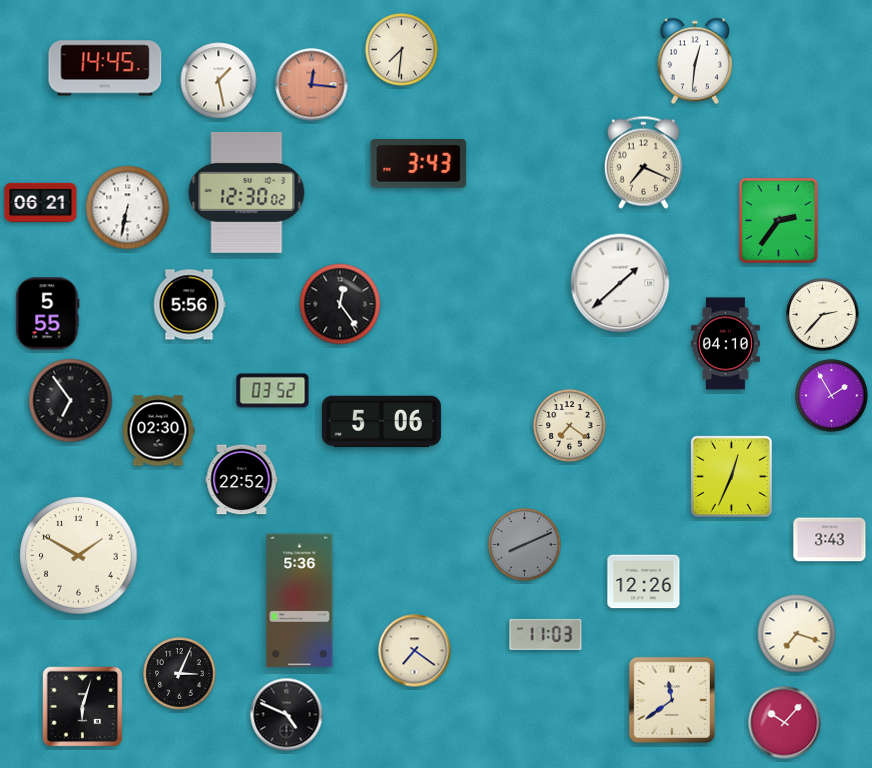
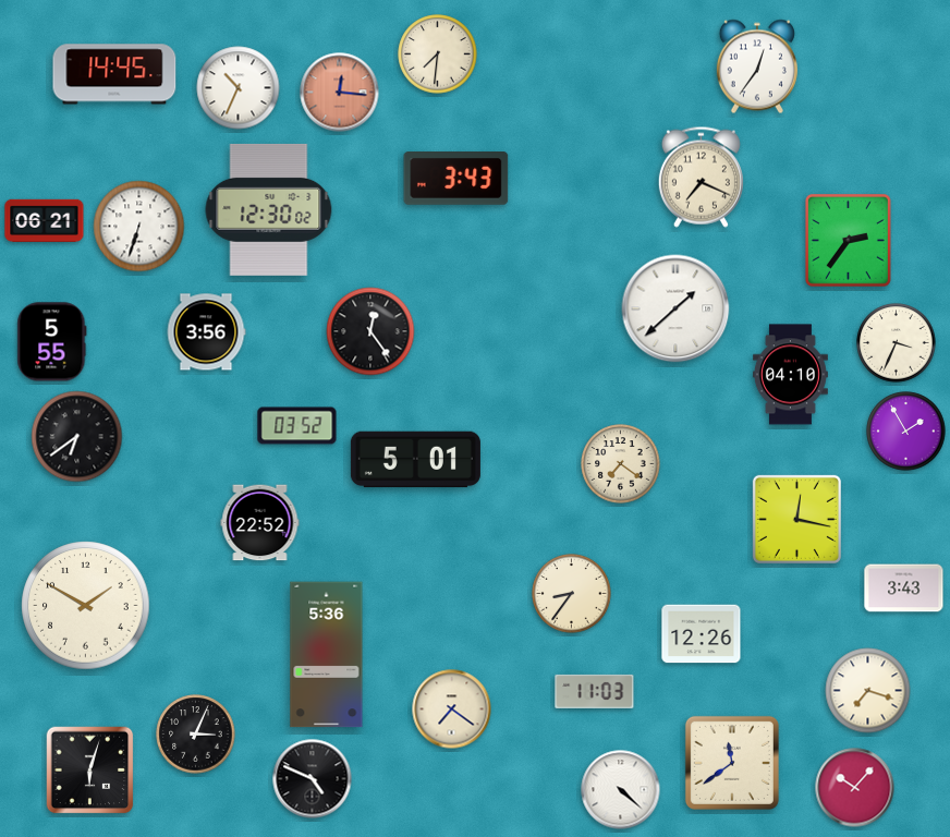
clock at (695, 61): 12:31 -> 12:36
clock at (219, 81): 1:28 -> 10:34
clock at (128, 208): 6:32 -> 6:33
clock at (189, 305): 5:56 -> 3:56
clock at (823, 315): 2:37 -> 3:34
clock at (71, 401): 6:54 -> 6:39
clock at (381, 422): 5:06 -> 5:01
clock at (158, 431): 02:30 -> none
clock at (731, 476): 12:34 -> 12:17
clock at (242, 480) position: (242, 480) -> (260, 523)
clock at (525, 545): 8:11 -> 8:36
clock at (525, 545) dial: grey -> cream
clock at (621, 790): none -> 4:22
